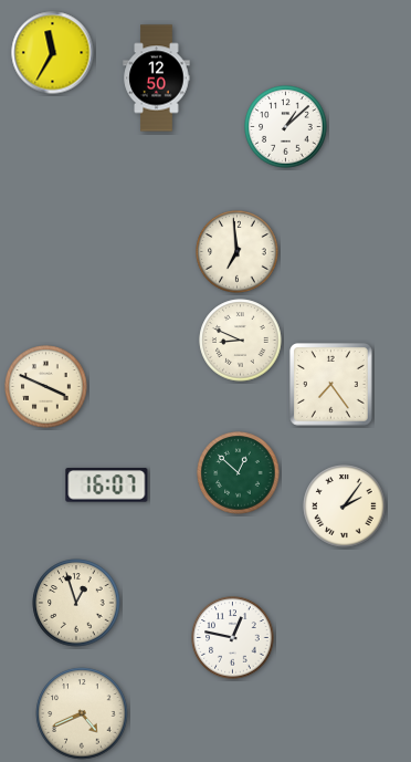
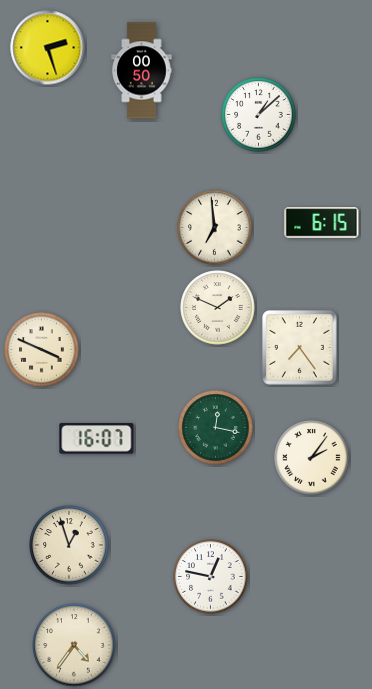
clock at (53, 53): 11:35 -> 2:27
clock at (157, 79): 12:50 -> 00:50
clock at (322, 223): none -> 6:15
clock at (241, 341): 8:49 -> 1:49
clock at (239, 473): 12:52 -> 12:17
clock at (82, 713): 4:41 -> 4:36
